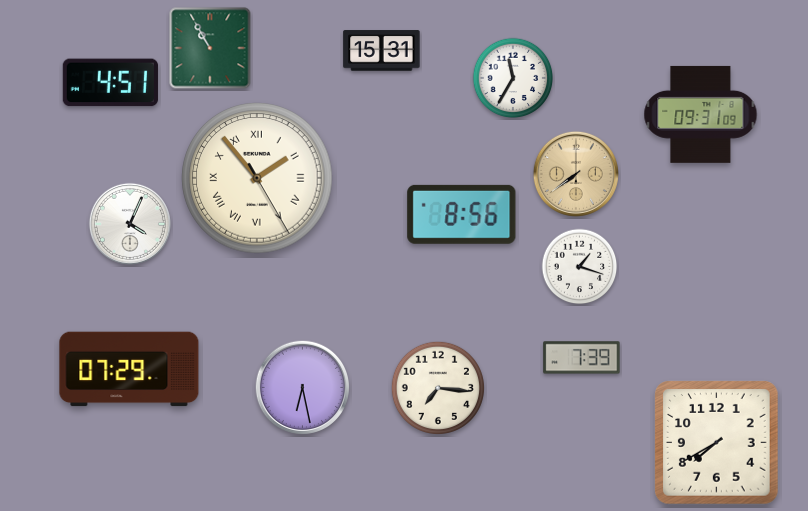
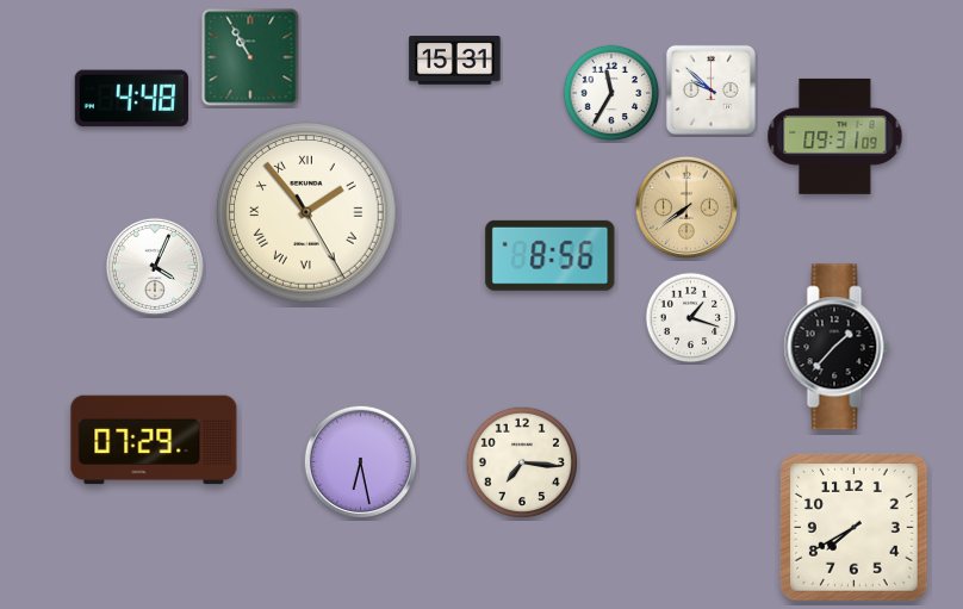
clock at (710, 89): none -> 9:52
clock at (110, 83): 4:51 -> 4:48
clock at (837, 347): none -> 1:37
clock at (582, 358): 7:39 -> none
